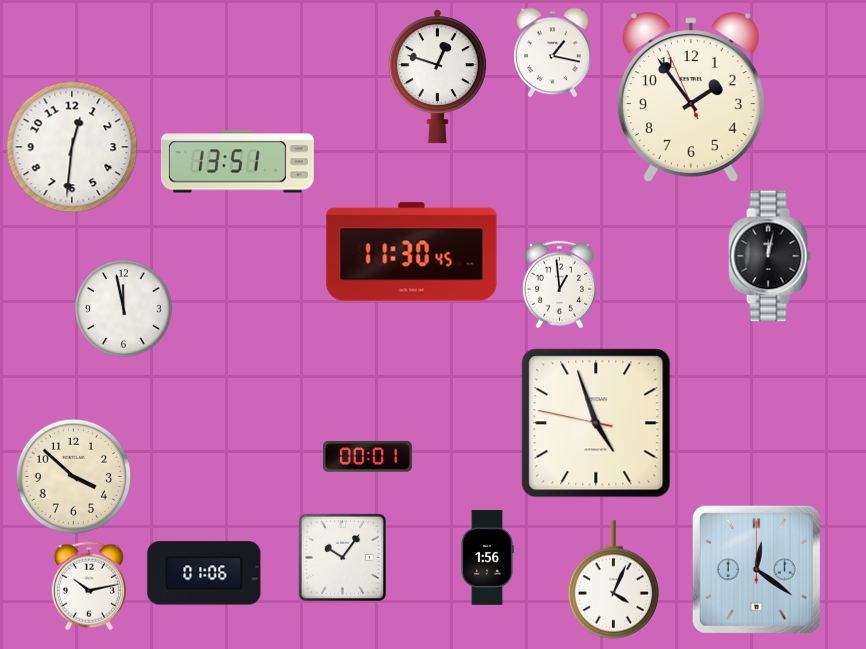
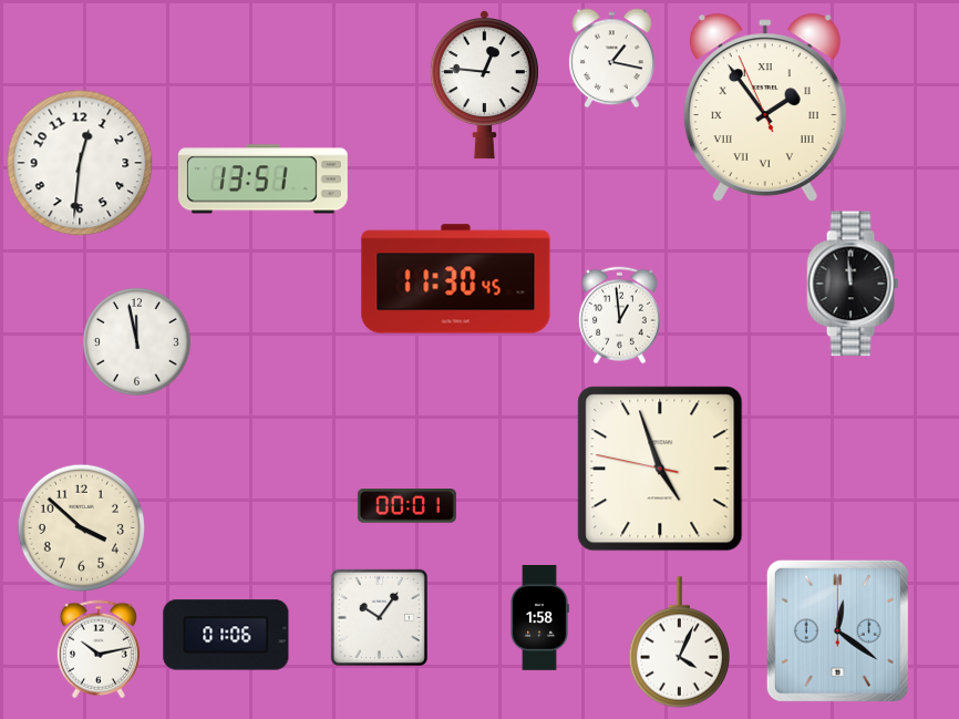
clock at (437, 77): 12:48 -> 12:46
clock at (691, 97) numerals: Arabic -> Roman
clock at (770, 256): 12:02 -> 11:59
clock at (487, 558): 1:56 -> 1:58
